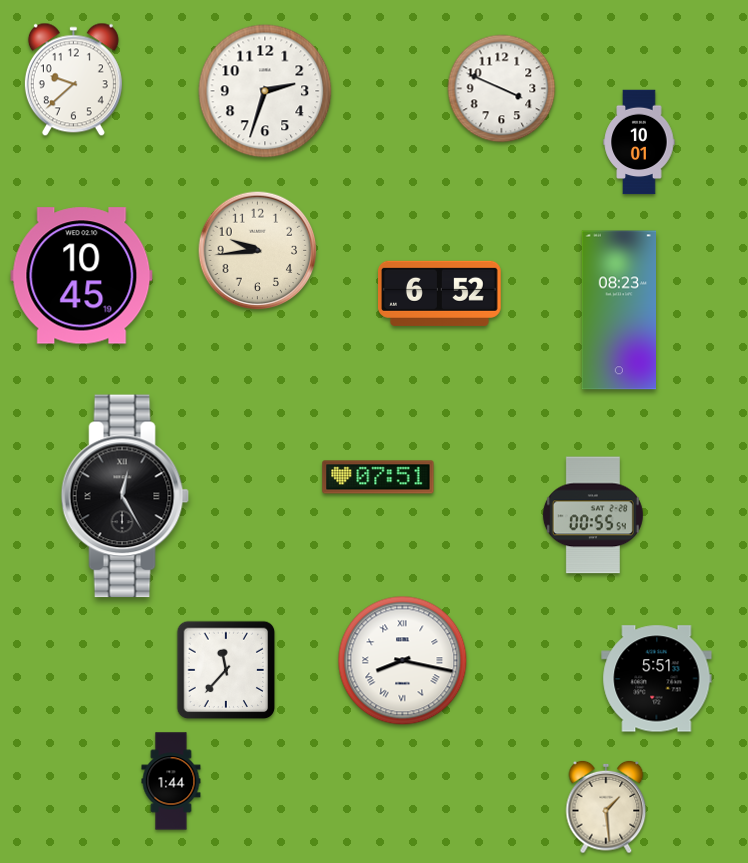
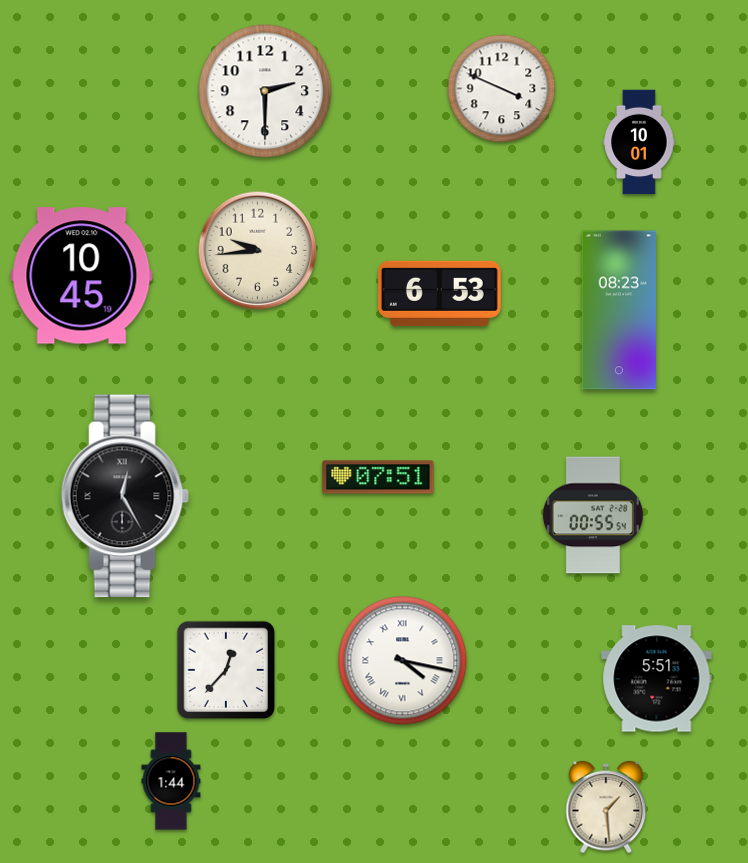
clock at (73, 80): 9:38 -> none
clock at (265, 91): 2:33 -> 2:30
clock at (440, 293): 6:52 -> 6:53
clock at (403, 661): 8:17 -> 4:17
clock at (226, 670): 11:37 -> 12:37
